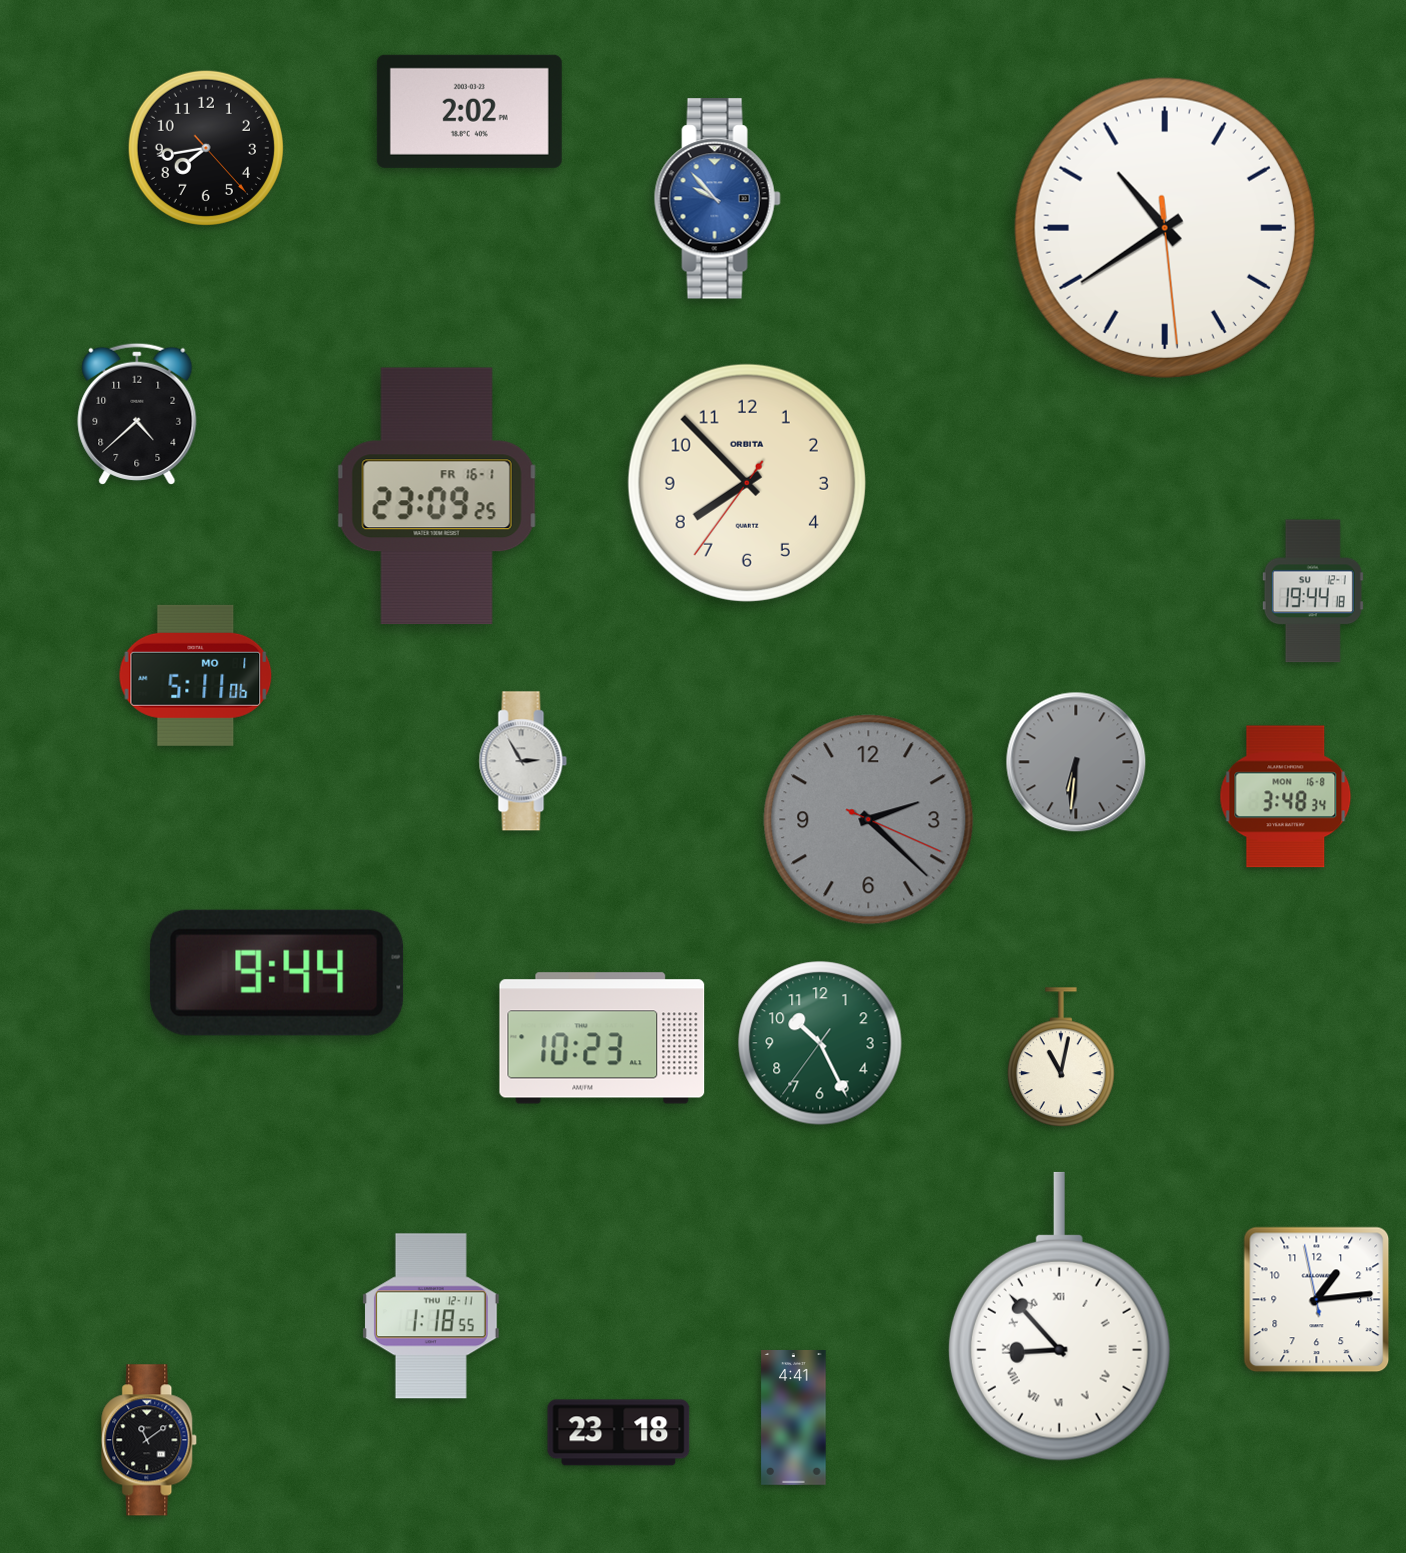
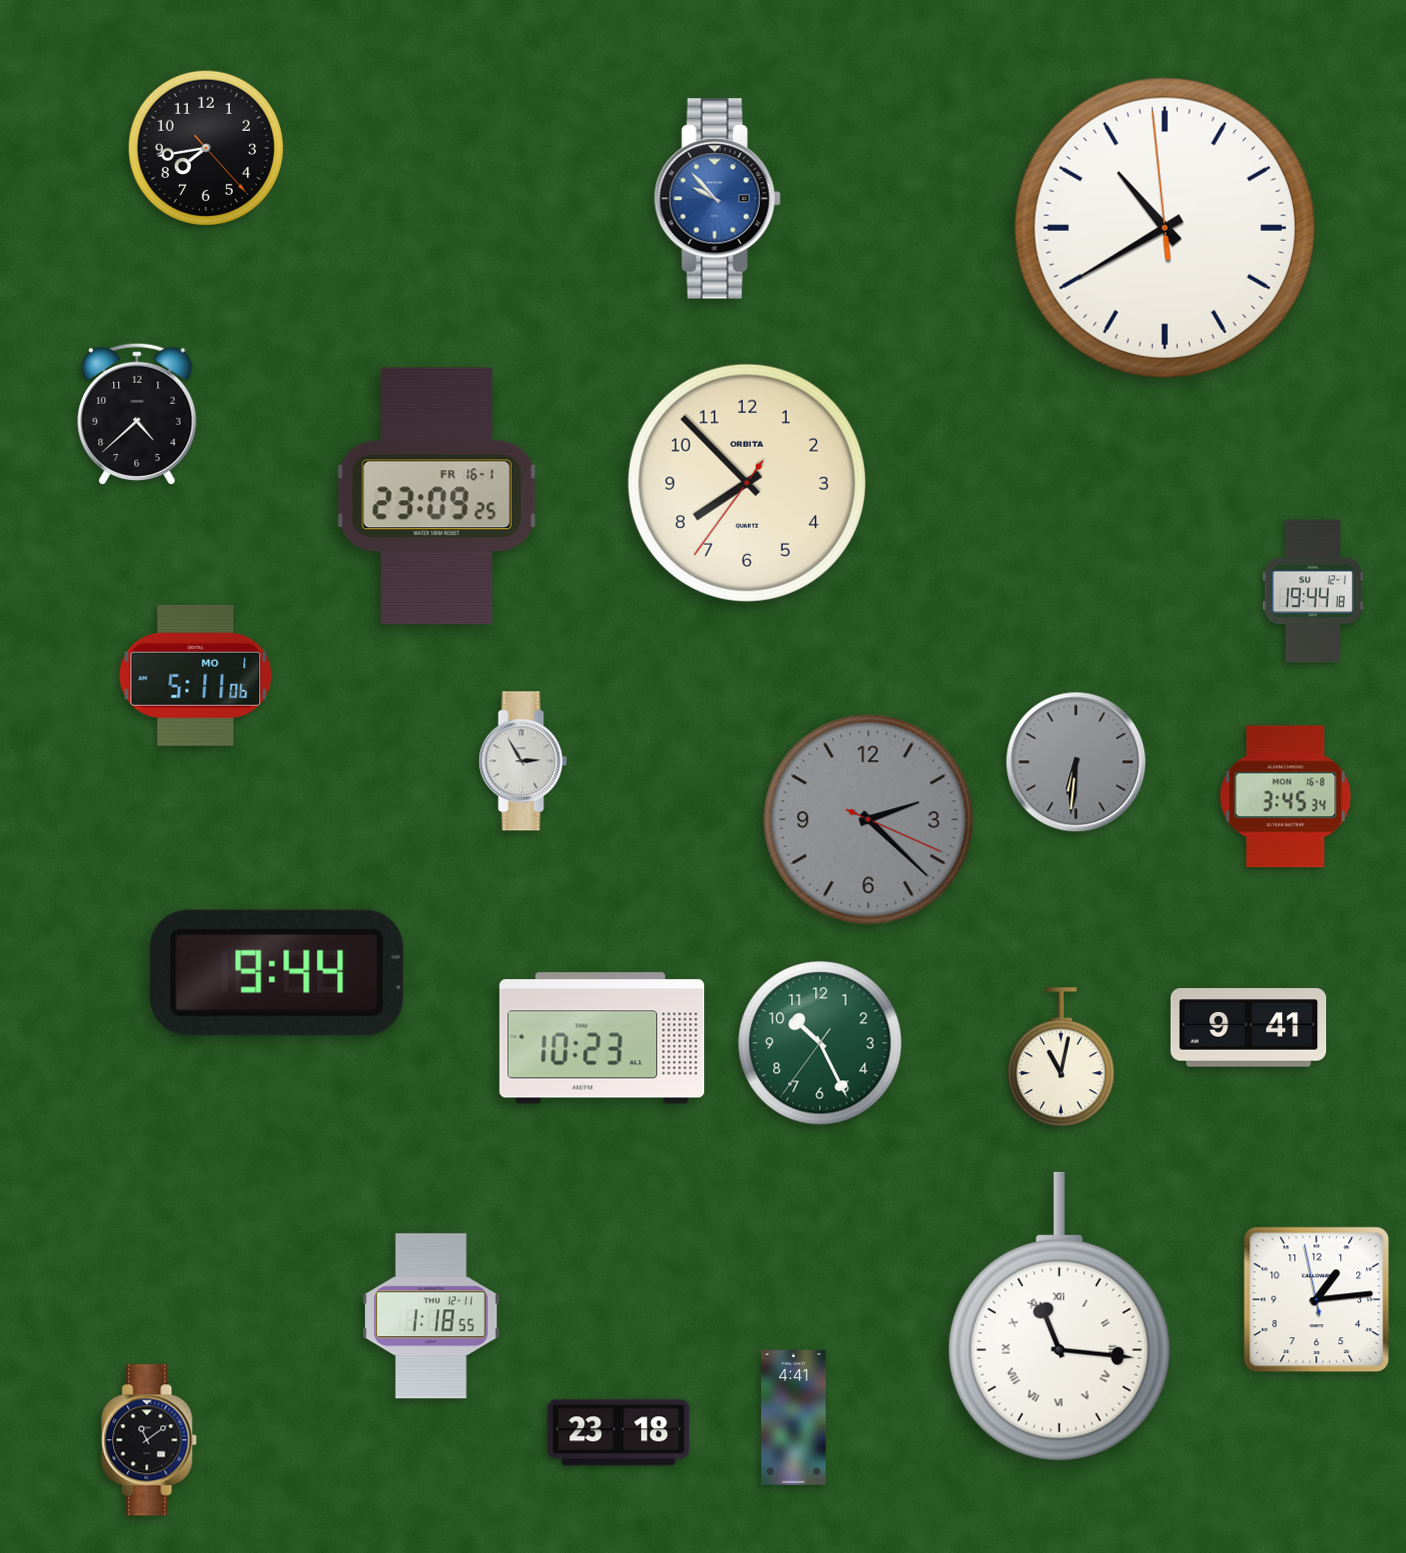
clock at (469, 111): 2:02 -> none
clock at (1165, 228): 10:39:29 -> 10:39:59
clock at (1286, 797): 3:48 -> 3:45
clock at (1249, 1028): none -> 9:41
clock at (1059, 1317): 8:53 -> 11:16
